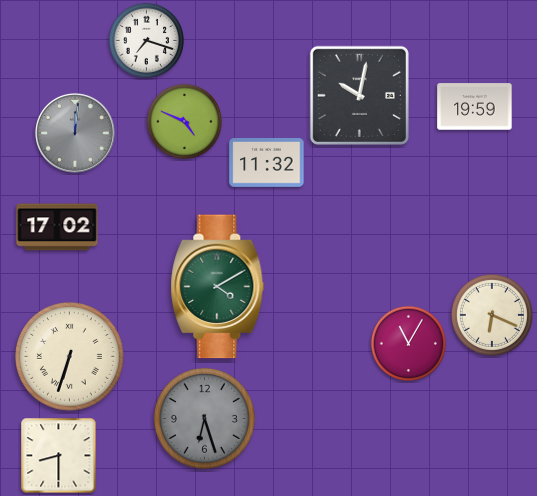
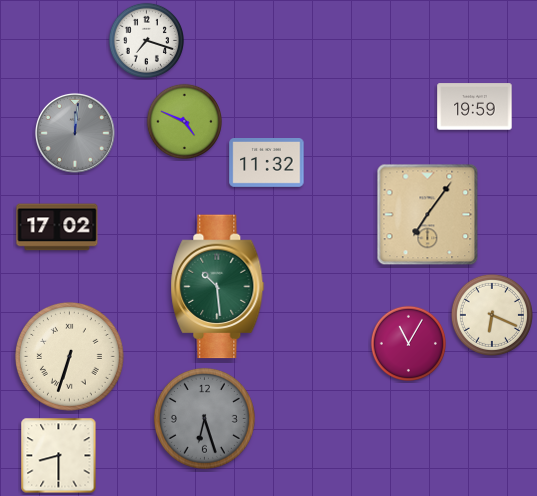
clock at (359, 95): 10:02 -> none
clock at (428, 215): none -> 7:06
clock at (218, 287): 4:10 -> 10:29
